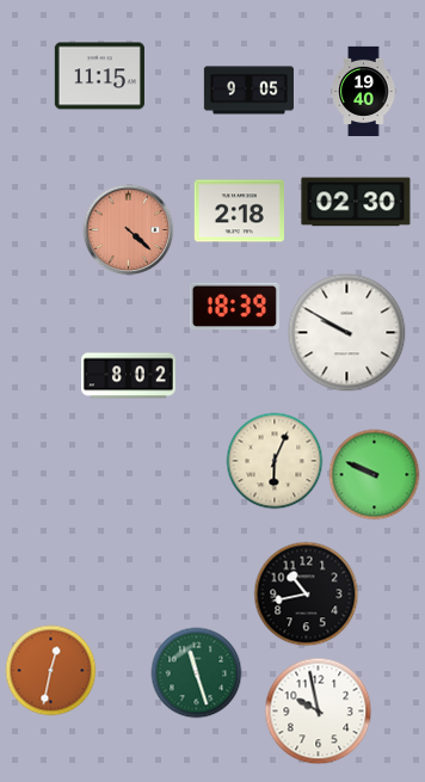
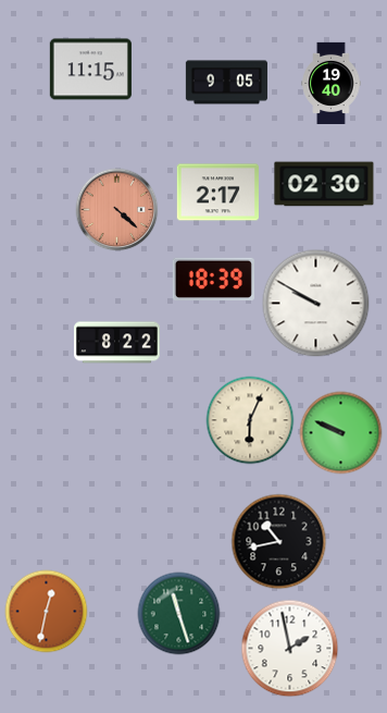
clock at (239, 211): 2:18 -> 2:17
clock at (129, 376): 8:02 -> 8:22
clock at (319, 712): 9:58 -> 1:58
